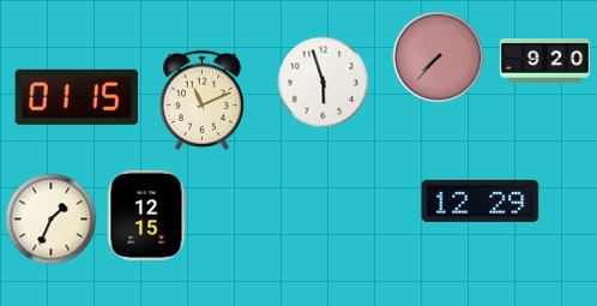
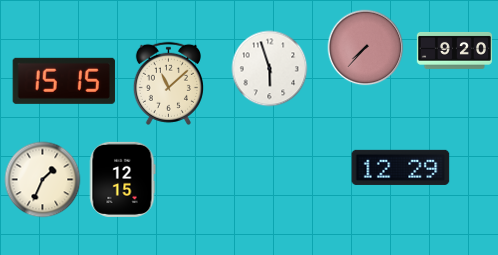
clock at (77, 97): 01:15 -> 15:15
clock at (201, 100): 11:11 -> 11:08
clock at (52, 220) position: (52, 220) -> (43, 180)
